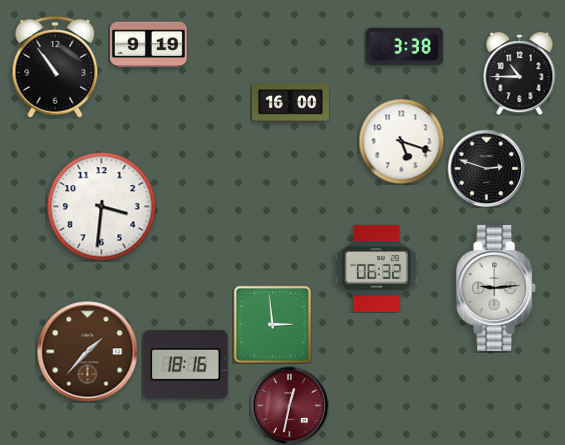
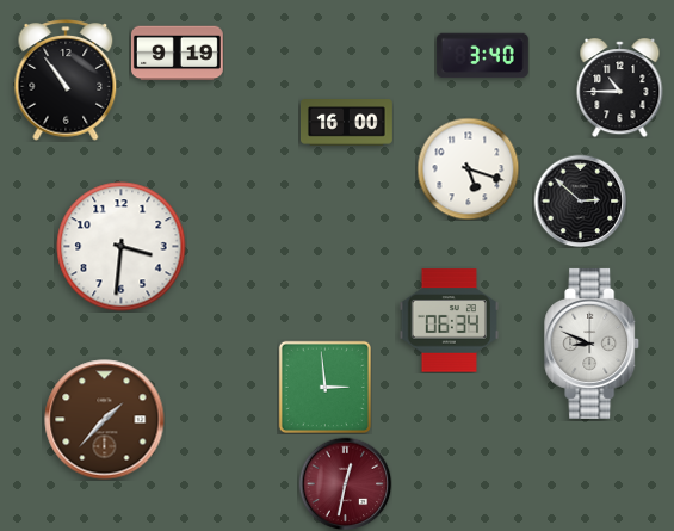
clock at (404, 47): 3:38 -> 3:40
clock at (401, 141) position: (401, 141) -> (468, 168)
clock at (486, 168): 2:48 -> 2:52
clock at (376, 269): 06:32 -> 06:34
clock at (497, 288): 9:14 -> 8:49
clock at (186, 365): 18:16 -> none
